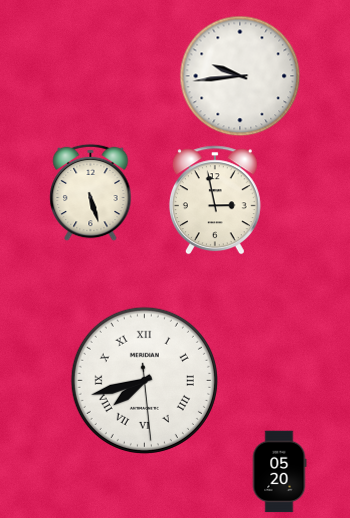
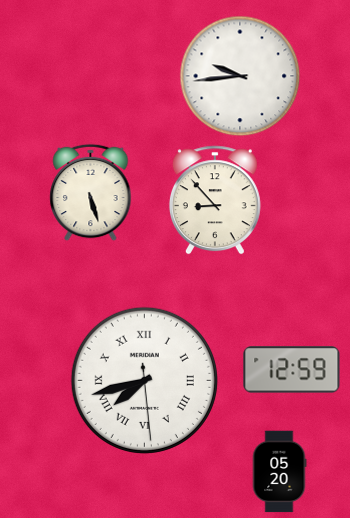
clock at (215, 200): 2:58 -> 8:53
clock at (292, 370): none -> 12:59
